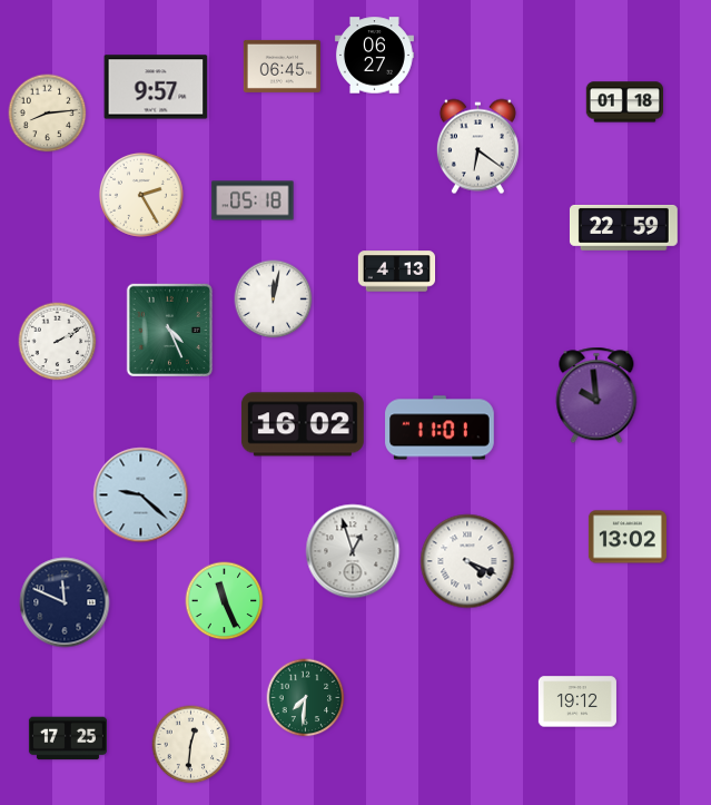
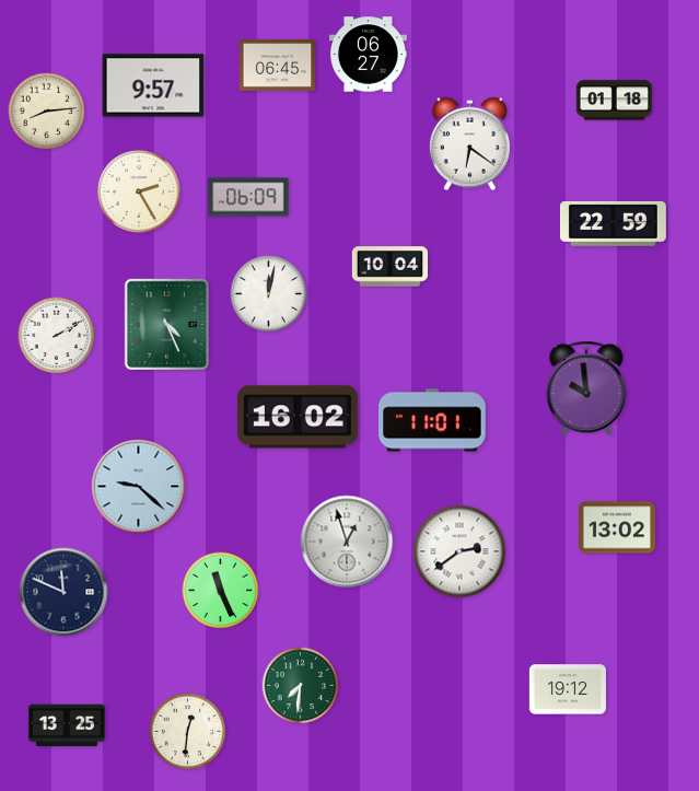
clock at (253, 200): 05:18 -> 06:09
clock at (397, 272): 4:13 -> 10:04
clock at (467, 561): 4:19 -> 2:39
clock at (68, 738): 17:25 -> 13:25
